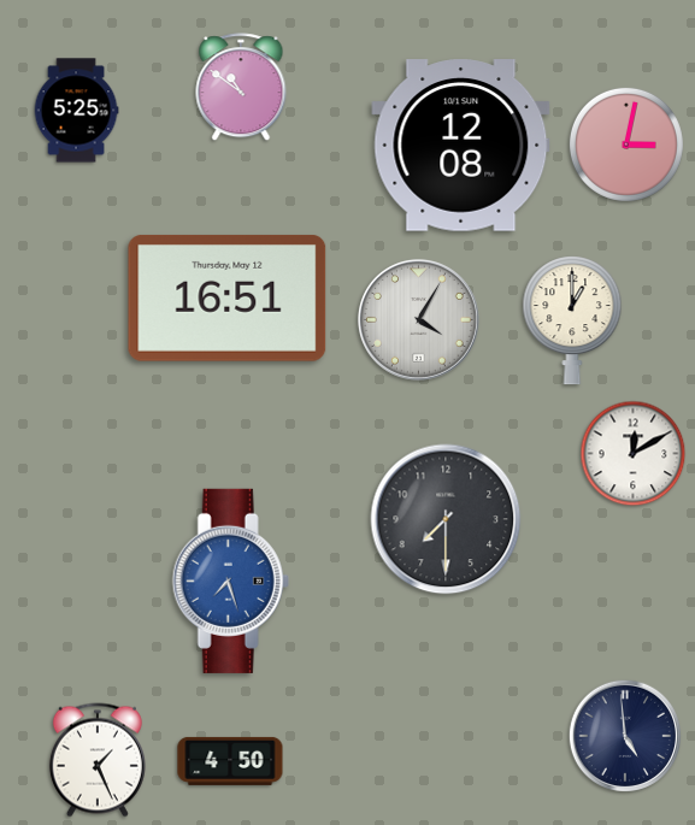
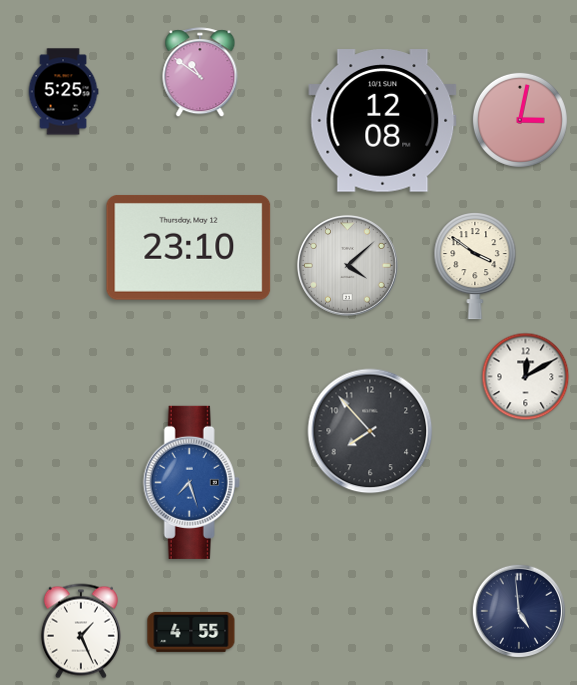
clock at (228, 297): 16:51 -> 23:10
clock at (418, 319): 4:05 -> 4:08
clock at (572, 320): 1:00 -> 3:51
clock at (446, 519): 7:30 -> 7:53
clock at (230, 761): 4:50 -> 4:55
